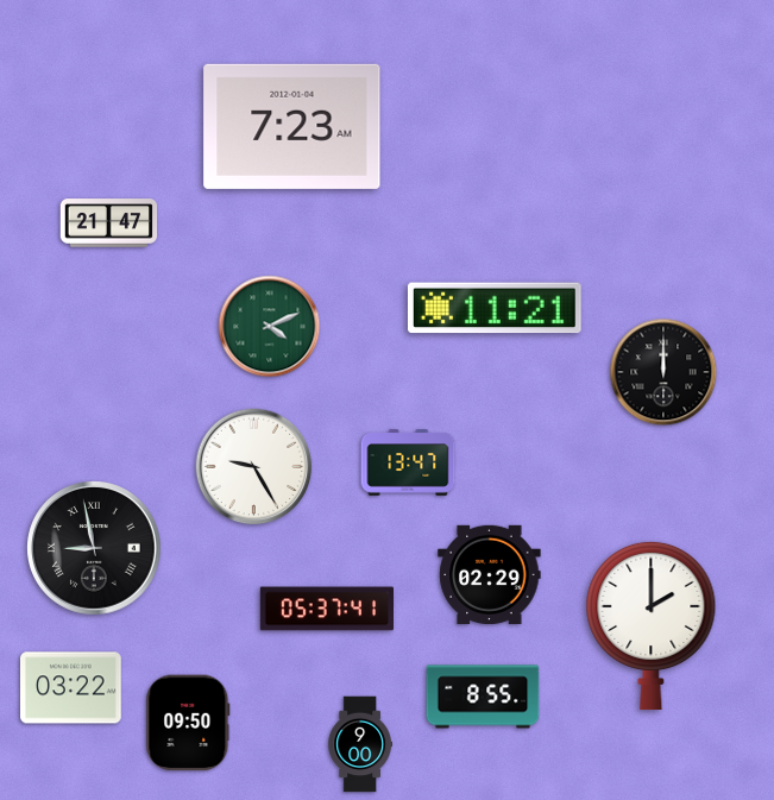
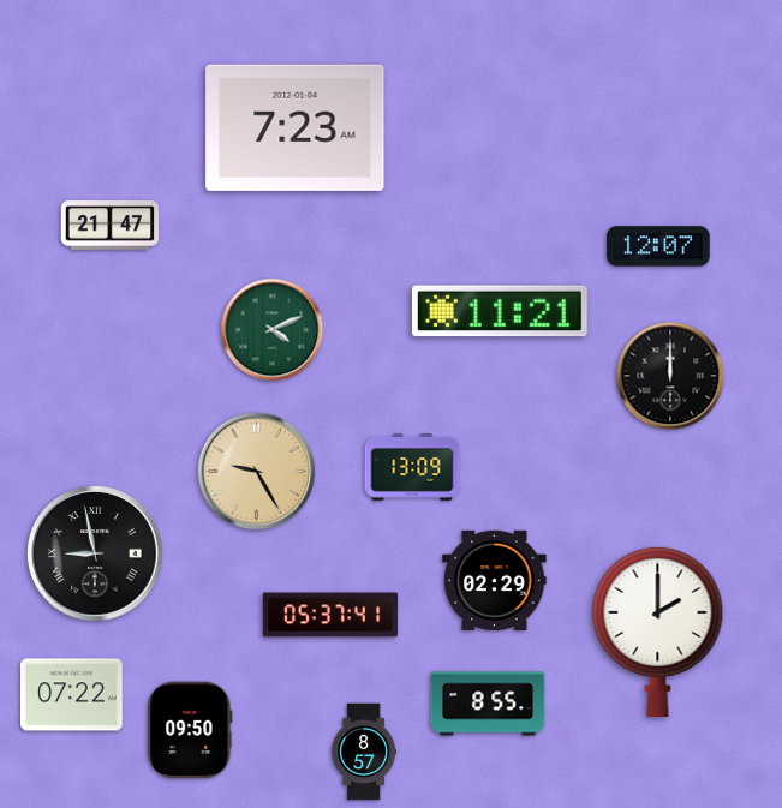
clock at (658, 246): none -> 12:07
clock at (408, 462): 13:47 -> 13:09
clock at (254, 467) dial: white -> champagne
clock at (71, 688): 03:22 -> 07:22
clock at (359, 744): 9:00 -> 8:57
